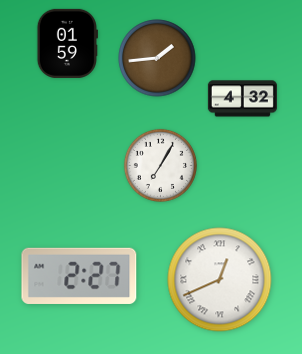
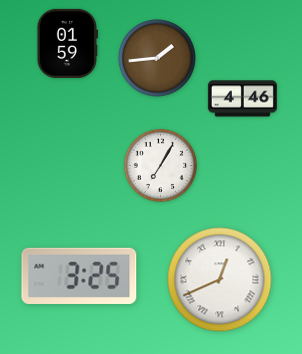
clock at (242, 99): 4:32 -> 4:46
clock at (79, 276): 2:27 -> 3:25
